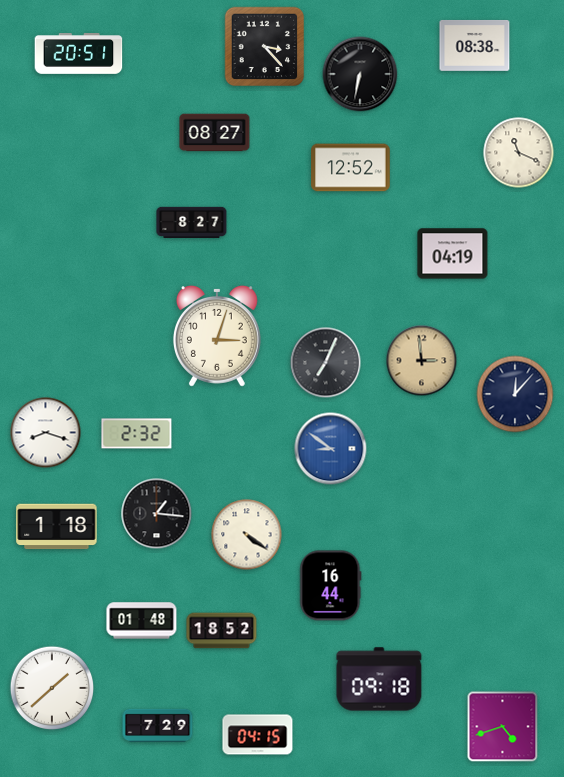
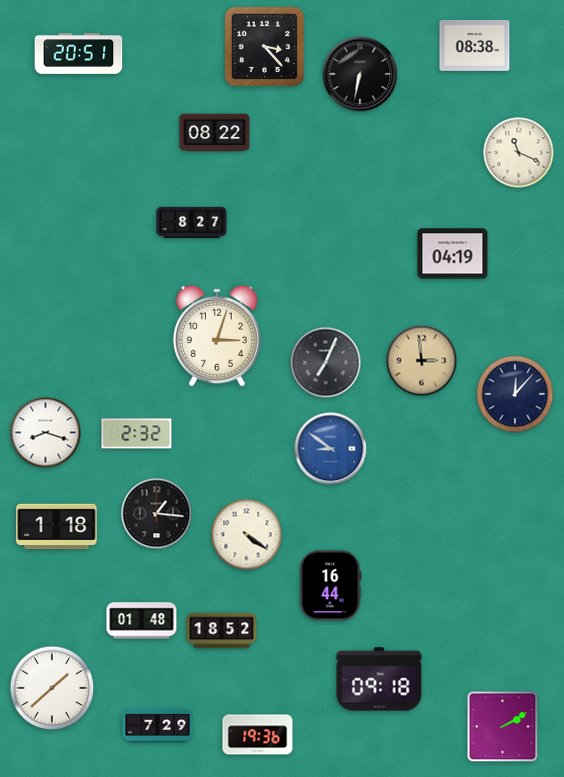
clock at (215, 133): 08:27 -> 08:22
clock at (351, 168): 12:52 -> none
clock at (503, 727): 4:42 -> 2:10
clock at (258, 735): 04:15 -> 19:36
